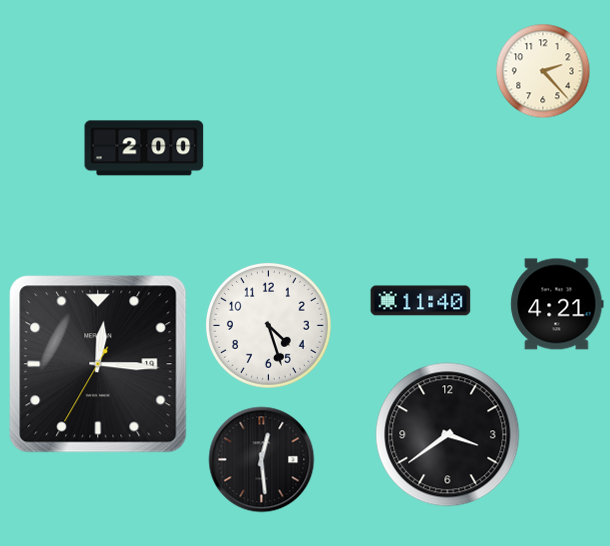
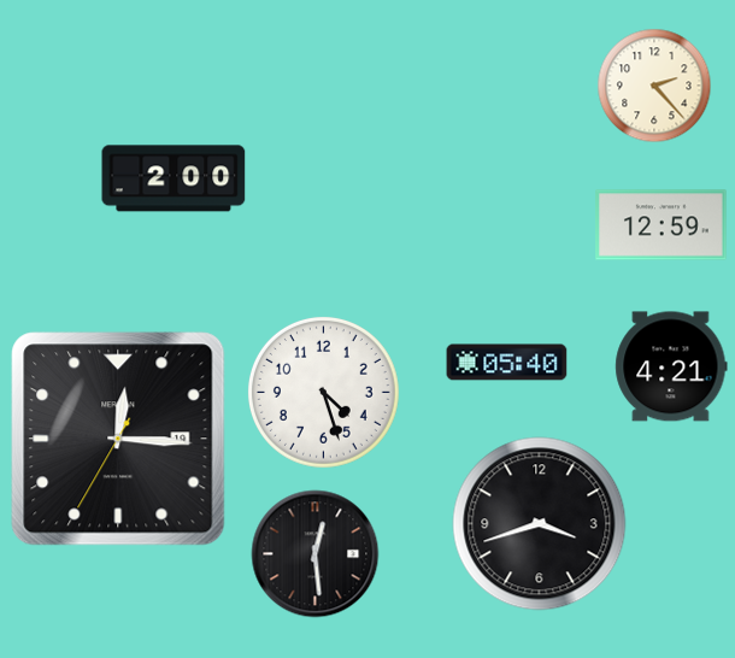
clock at (661, 225): none -> 12:59
clock at (421, 301): 11:40 -> 05:40
clock at (448, 435): 3:39 -> 3:42
